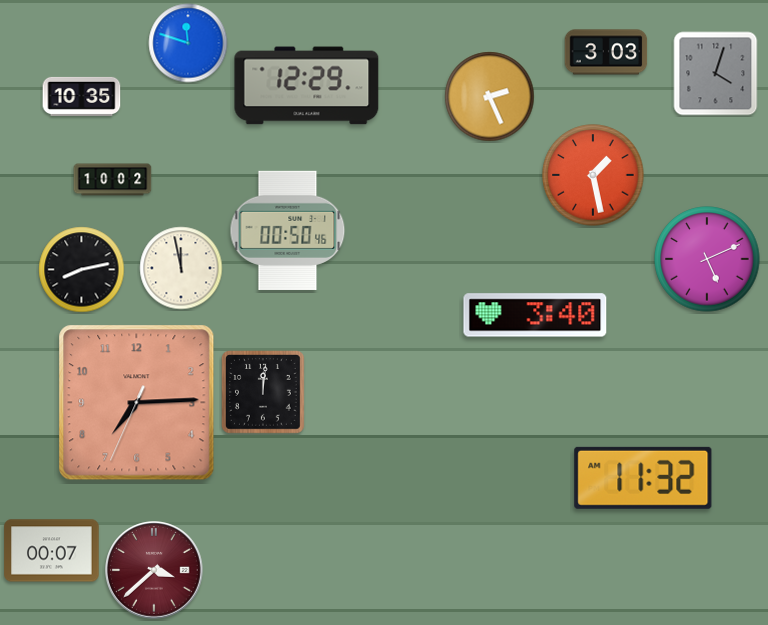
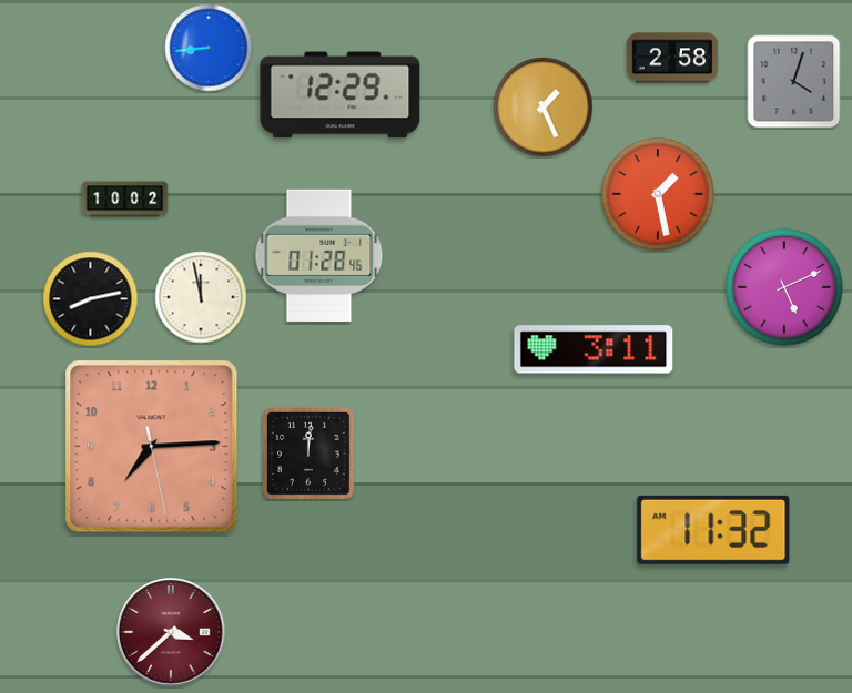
clock at (188, 43): 11:48 -> 8:44
clock at (606, 52): 3:03 -> 2:58
clock at (82, 96): 10:35 -> none
clock at (490, 97): 2:26 -> 1:26
clock at (288, 230): 00:50 -> 01:28
clock at (535, 315): 3:40 -> 3:11
clock at (264, 393) position: (264, 393) -> (310, 455)
clock at (137, 403): 7:14:34 -> 7:14:28
clock at (52, 551): 00:07 -> none
